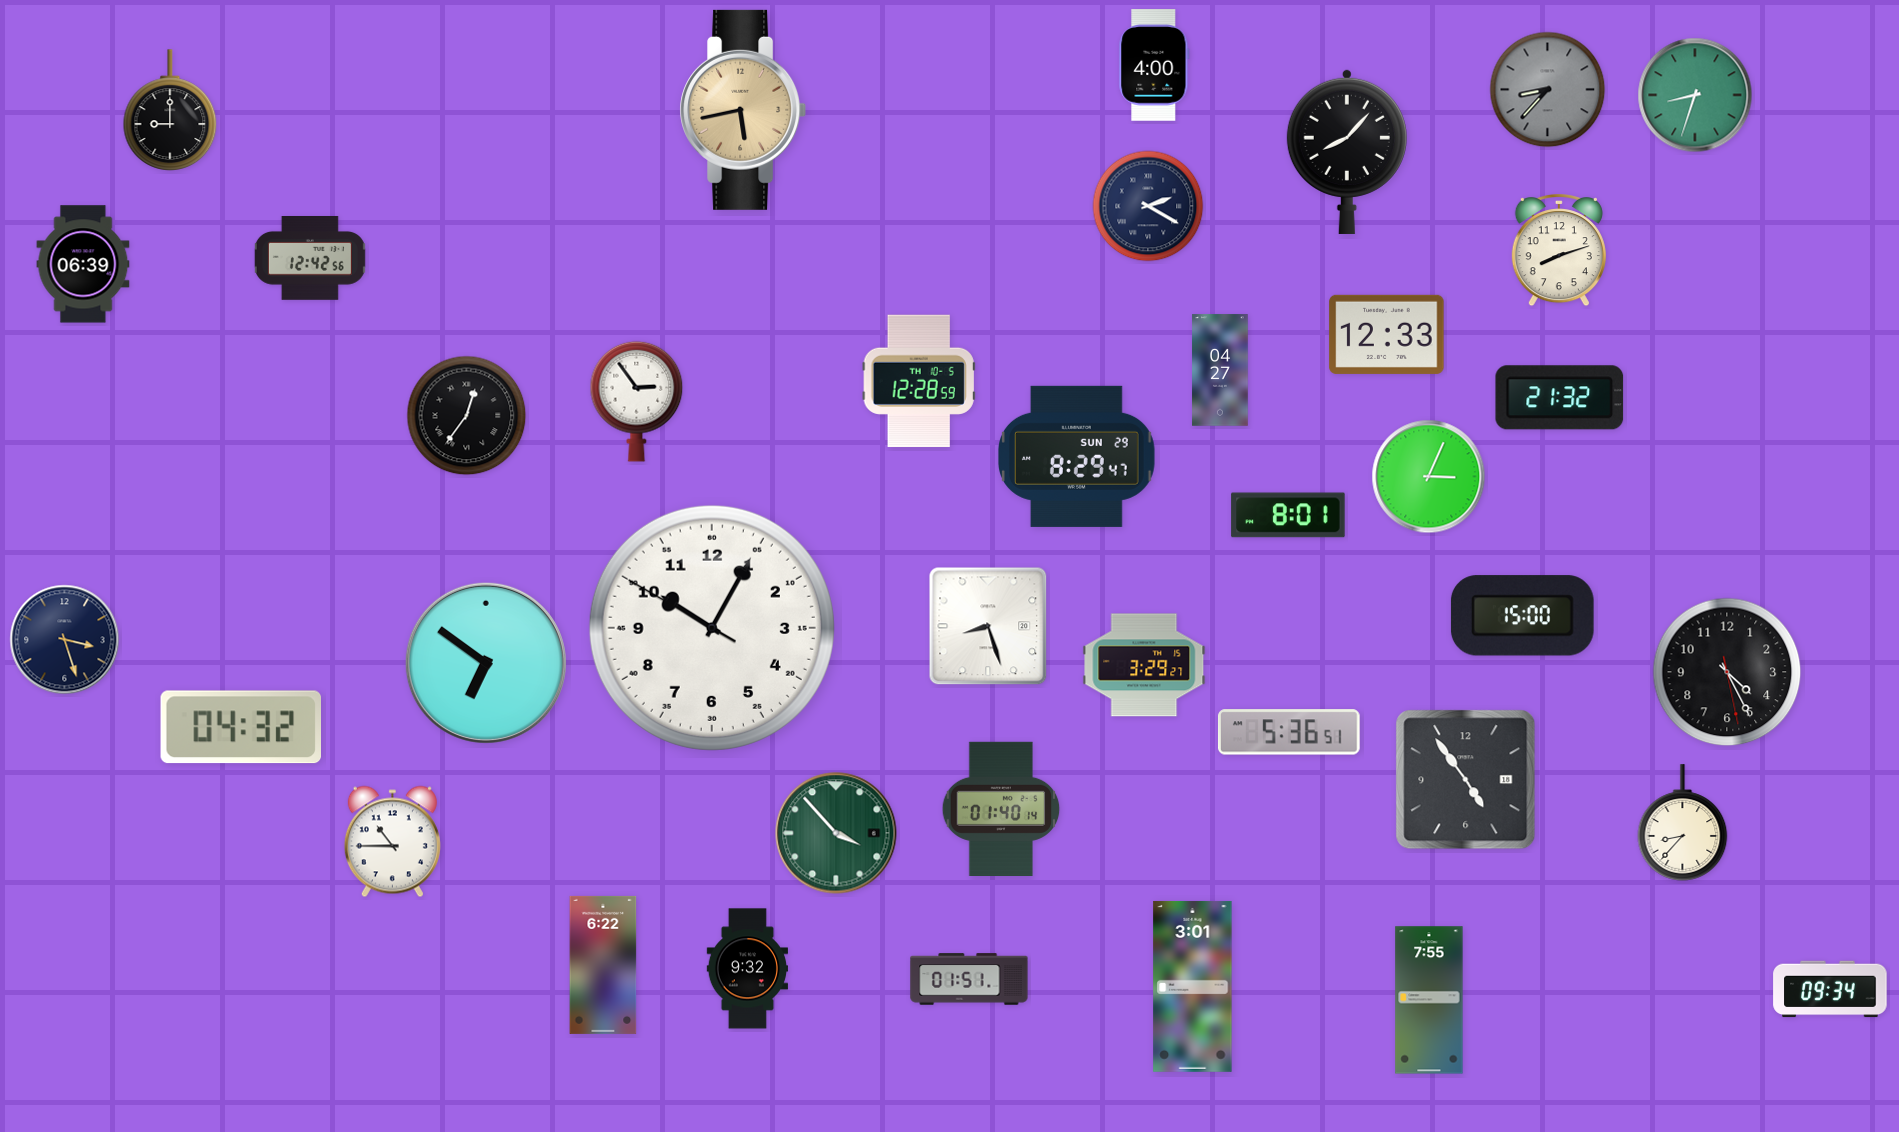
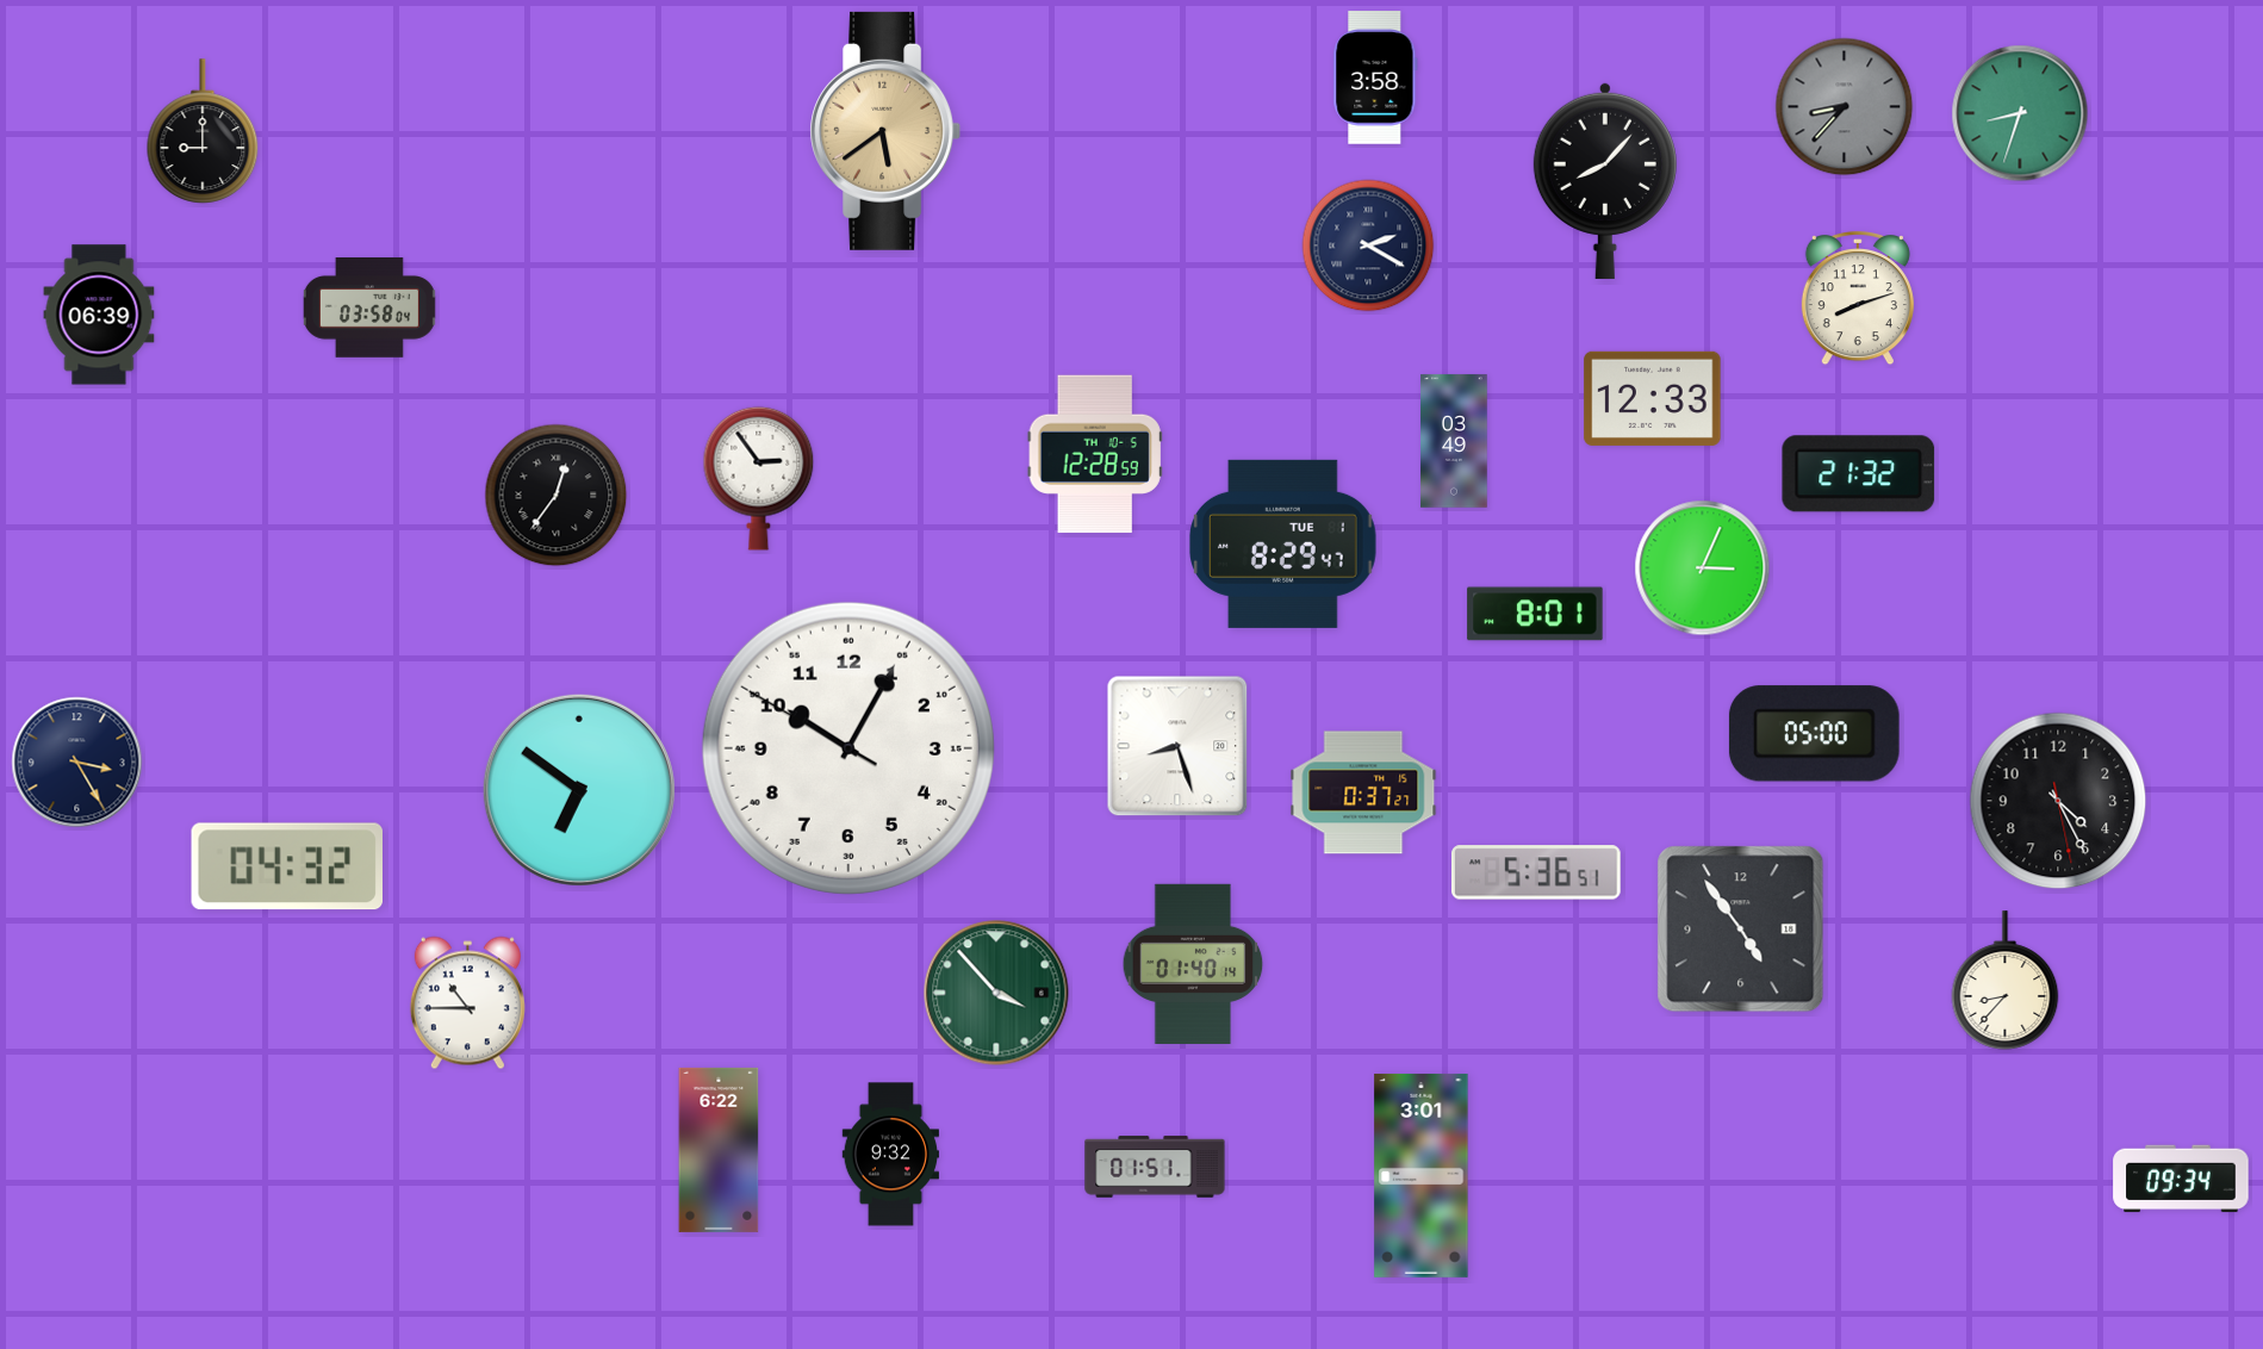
clock at (1154, 65): 4:00 -> 3:58
clock at (743, 110): 5:43 -> 5:39
clock at (310, 259): 12:42 -> 03:58
clock at (1220, 370): 04:27 -> 03:49
clock at (1077, 456) date: SUN 29 -> TUE 1
clock at (1522, 616): 15:00 -> 05:00
clock at (65, 640): 3:27 -> 3:25
clock at (1144, 665): 3:29 -> 0:37
clock at (1466, 780) position: (1466, 780) -> (1741, 930)
clock at (1429, 1000): 7:55 -> none
